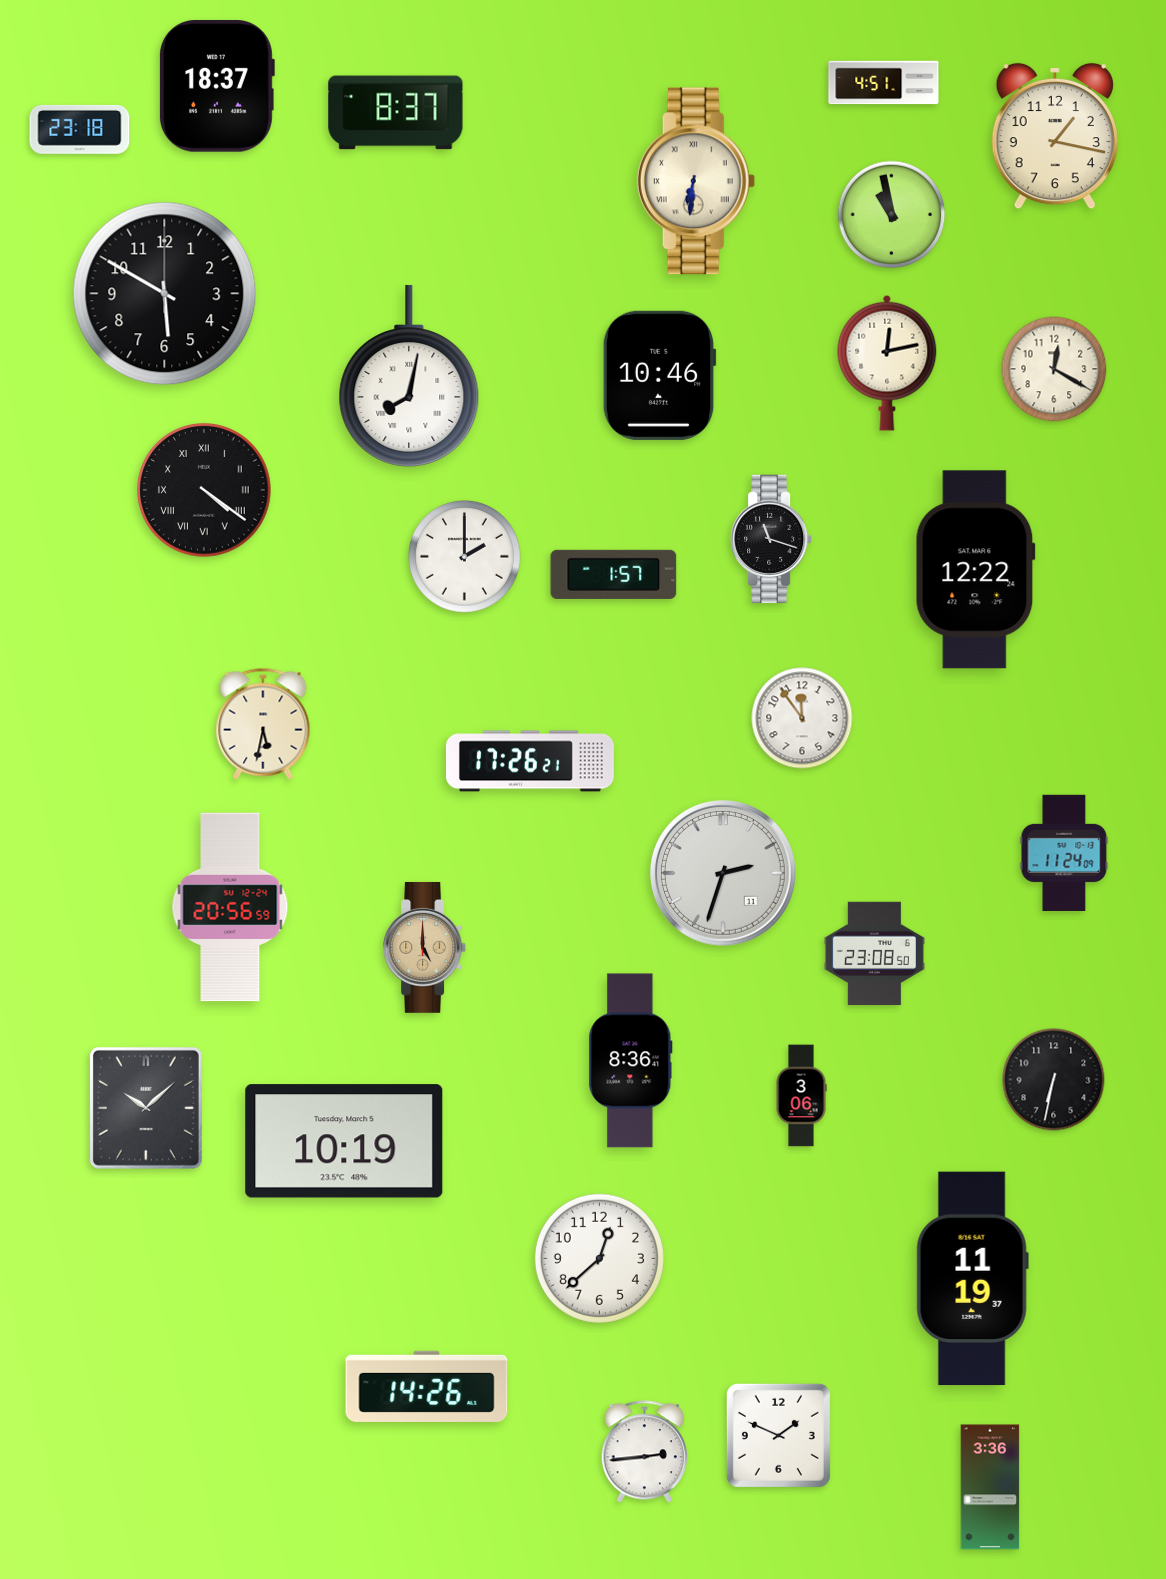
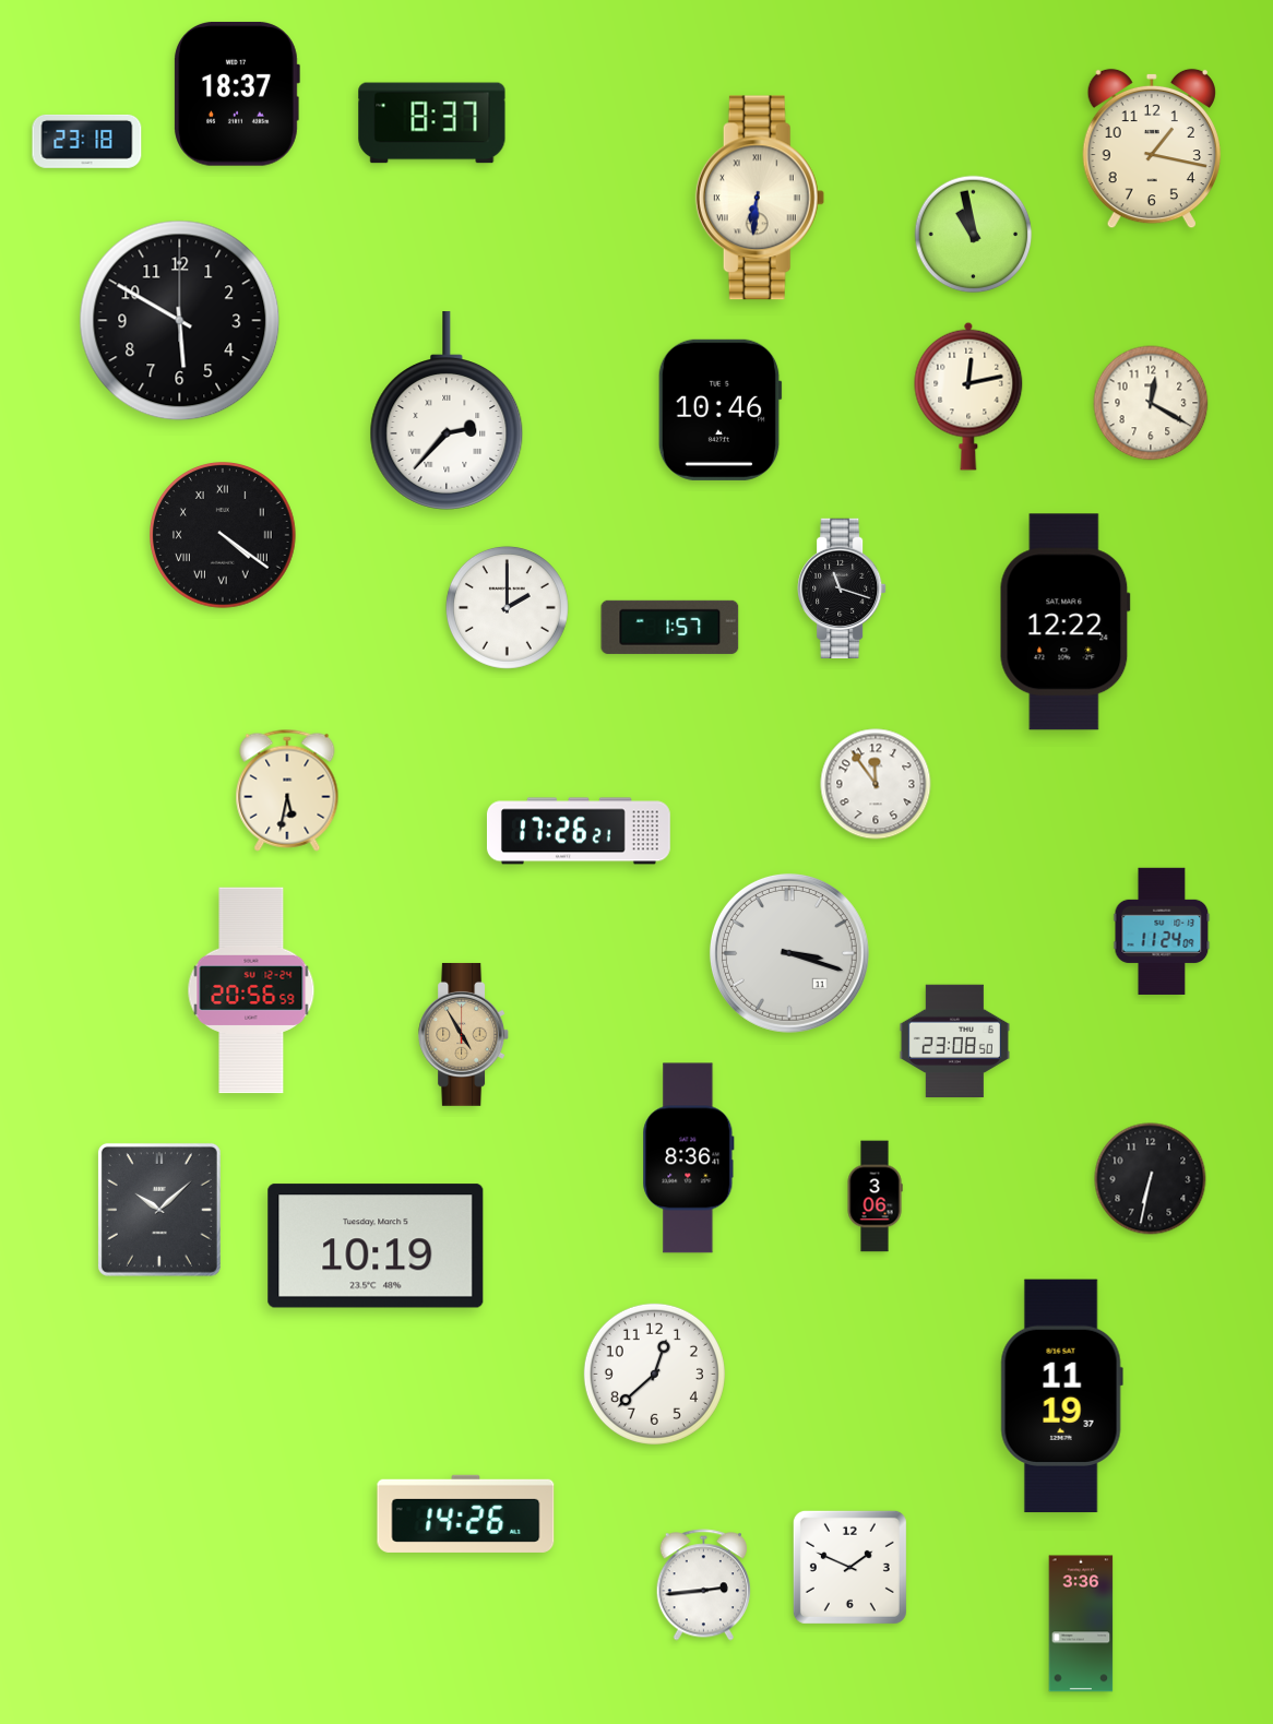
clock at (884, 83): 4:51 -> none
clock at (409, 376): 8:02 -> 2:37
clock at (723, 873): 2:33 -> 3:18
clock at (425, 947): 5:00 -> 4:55
